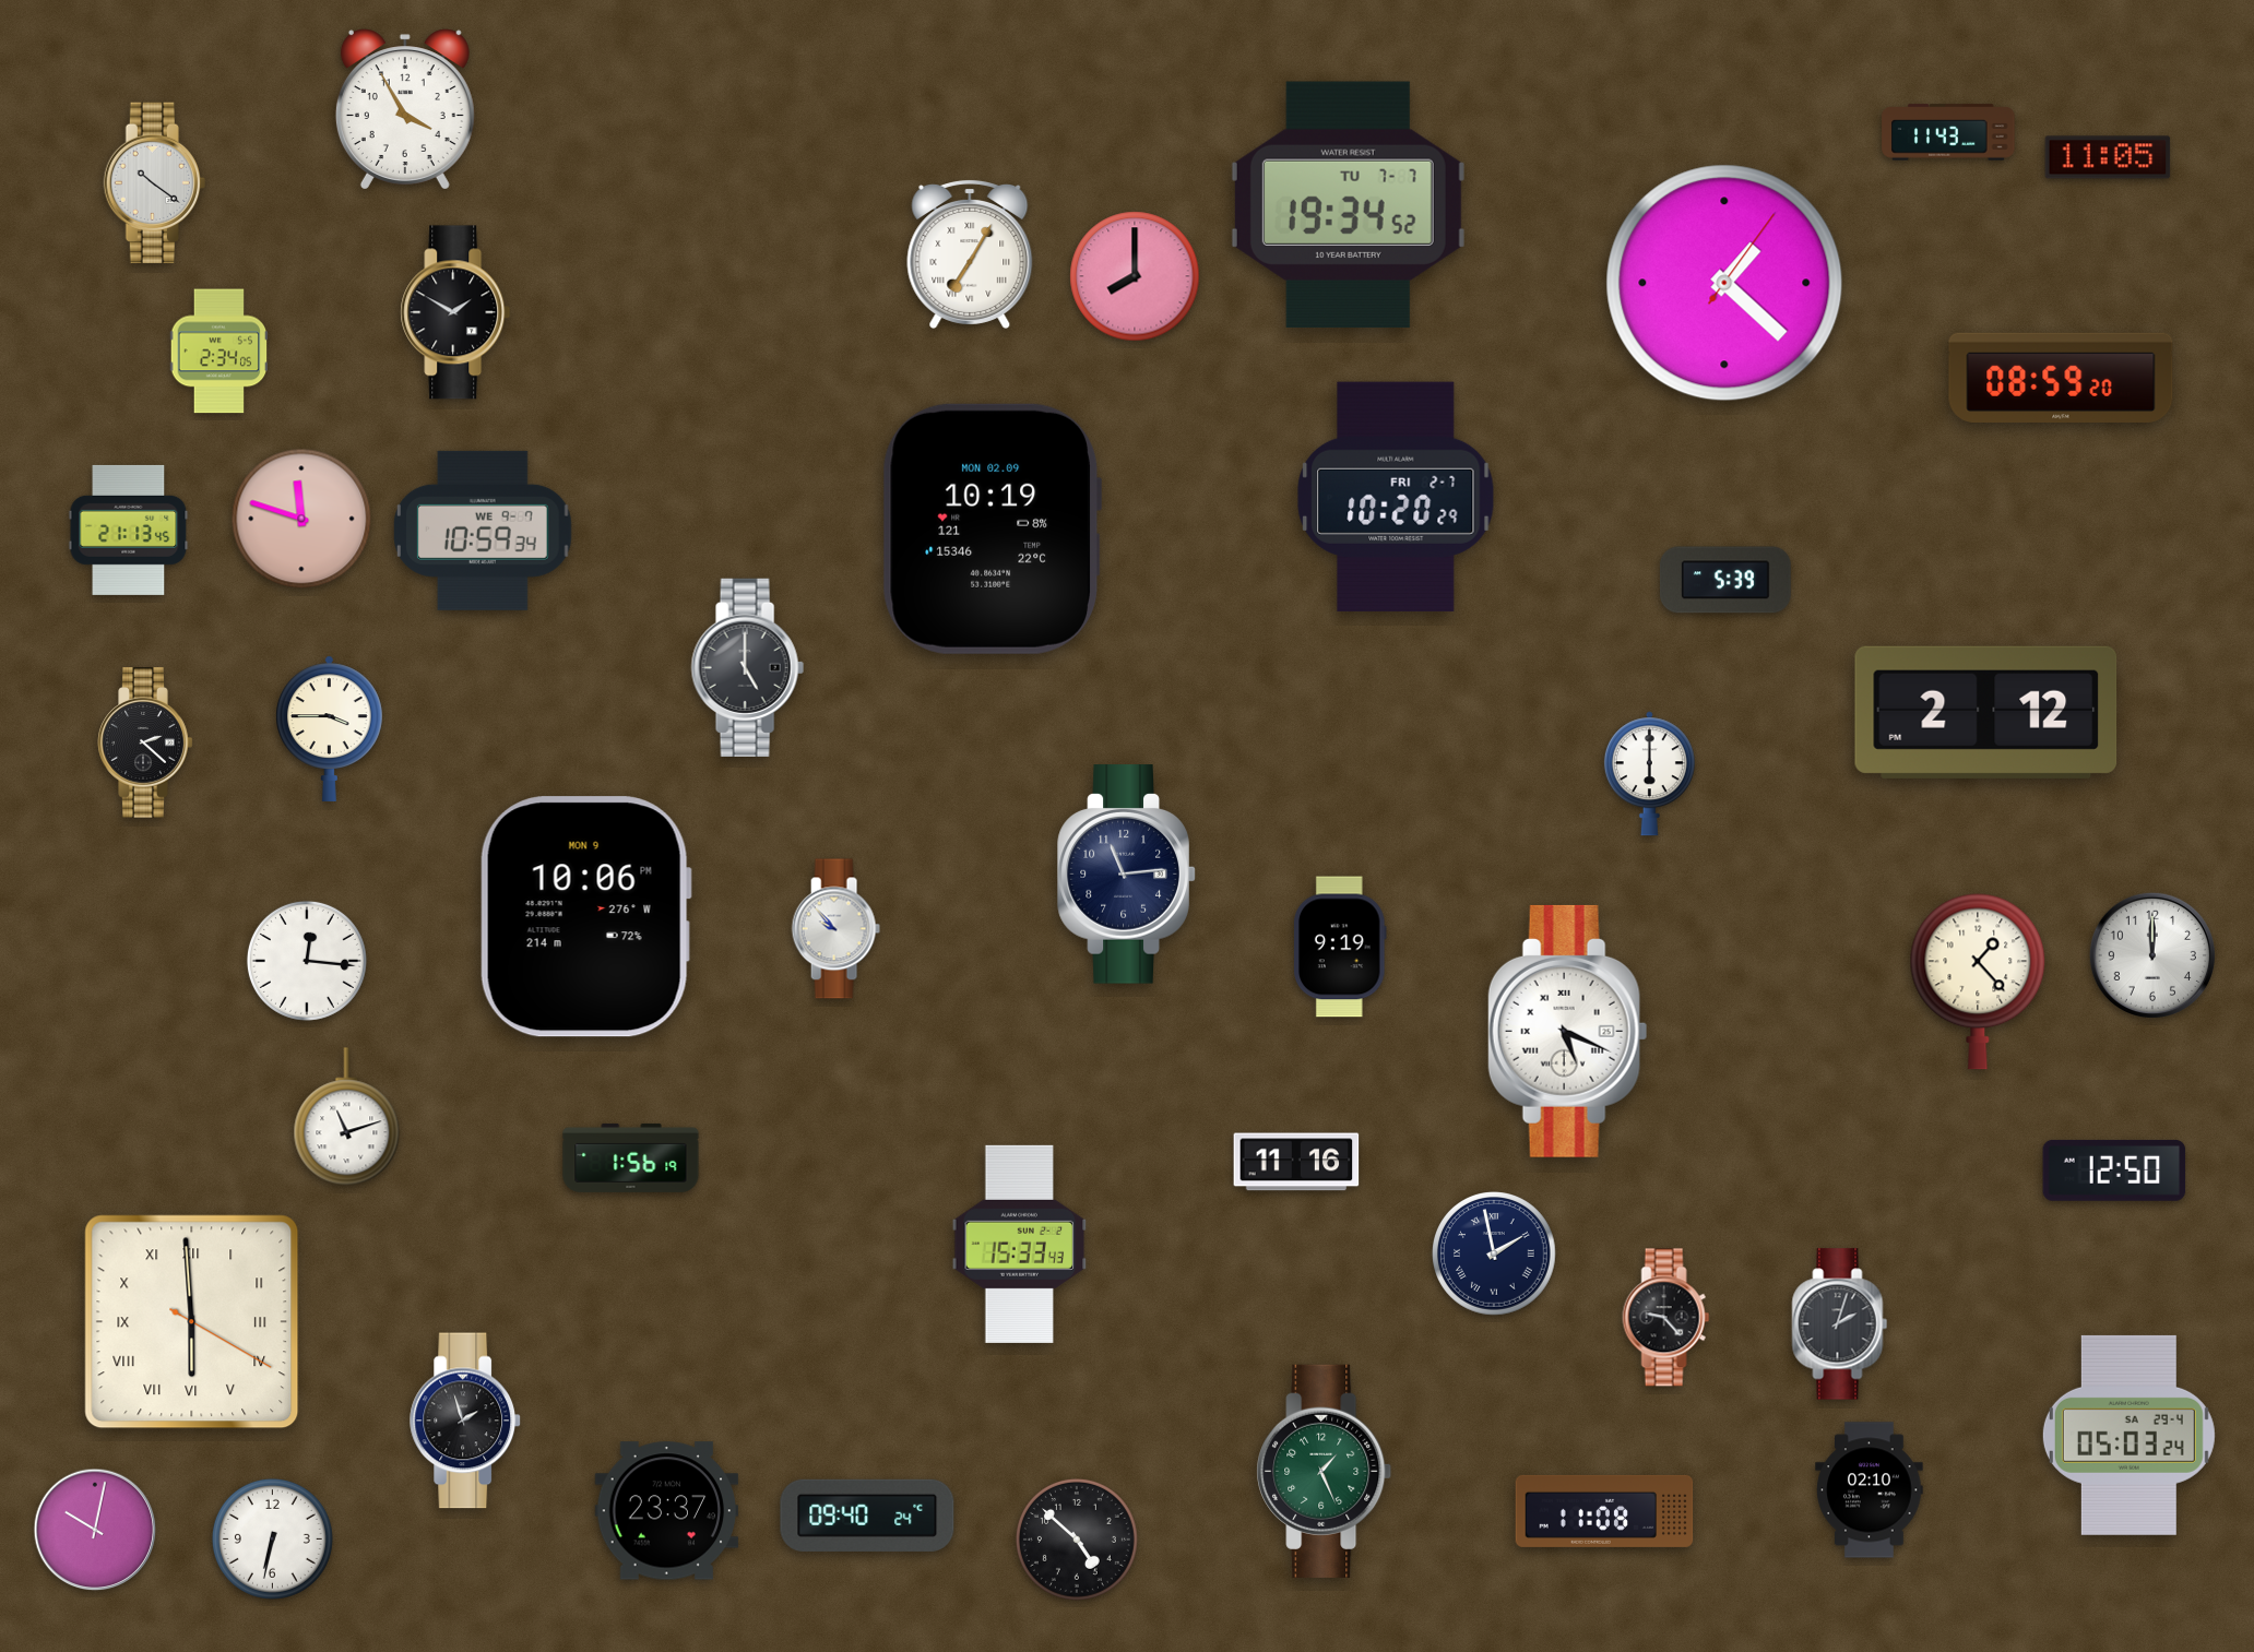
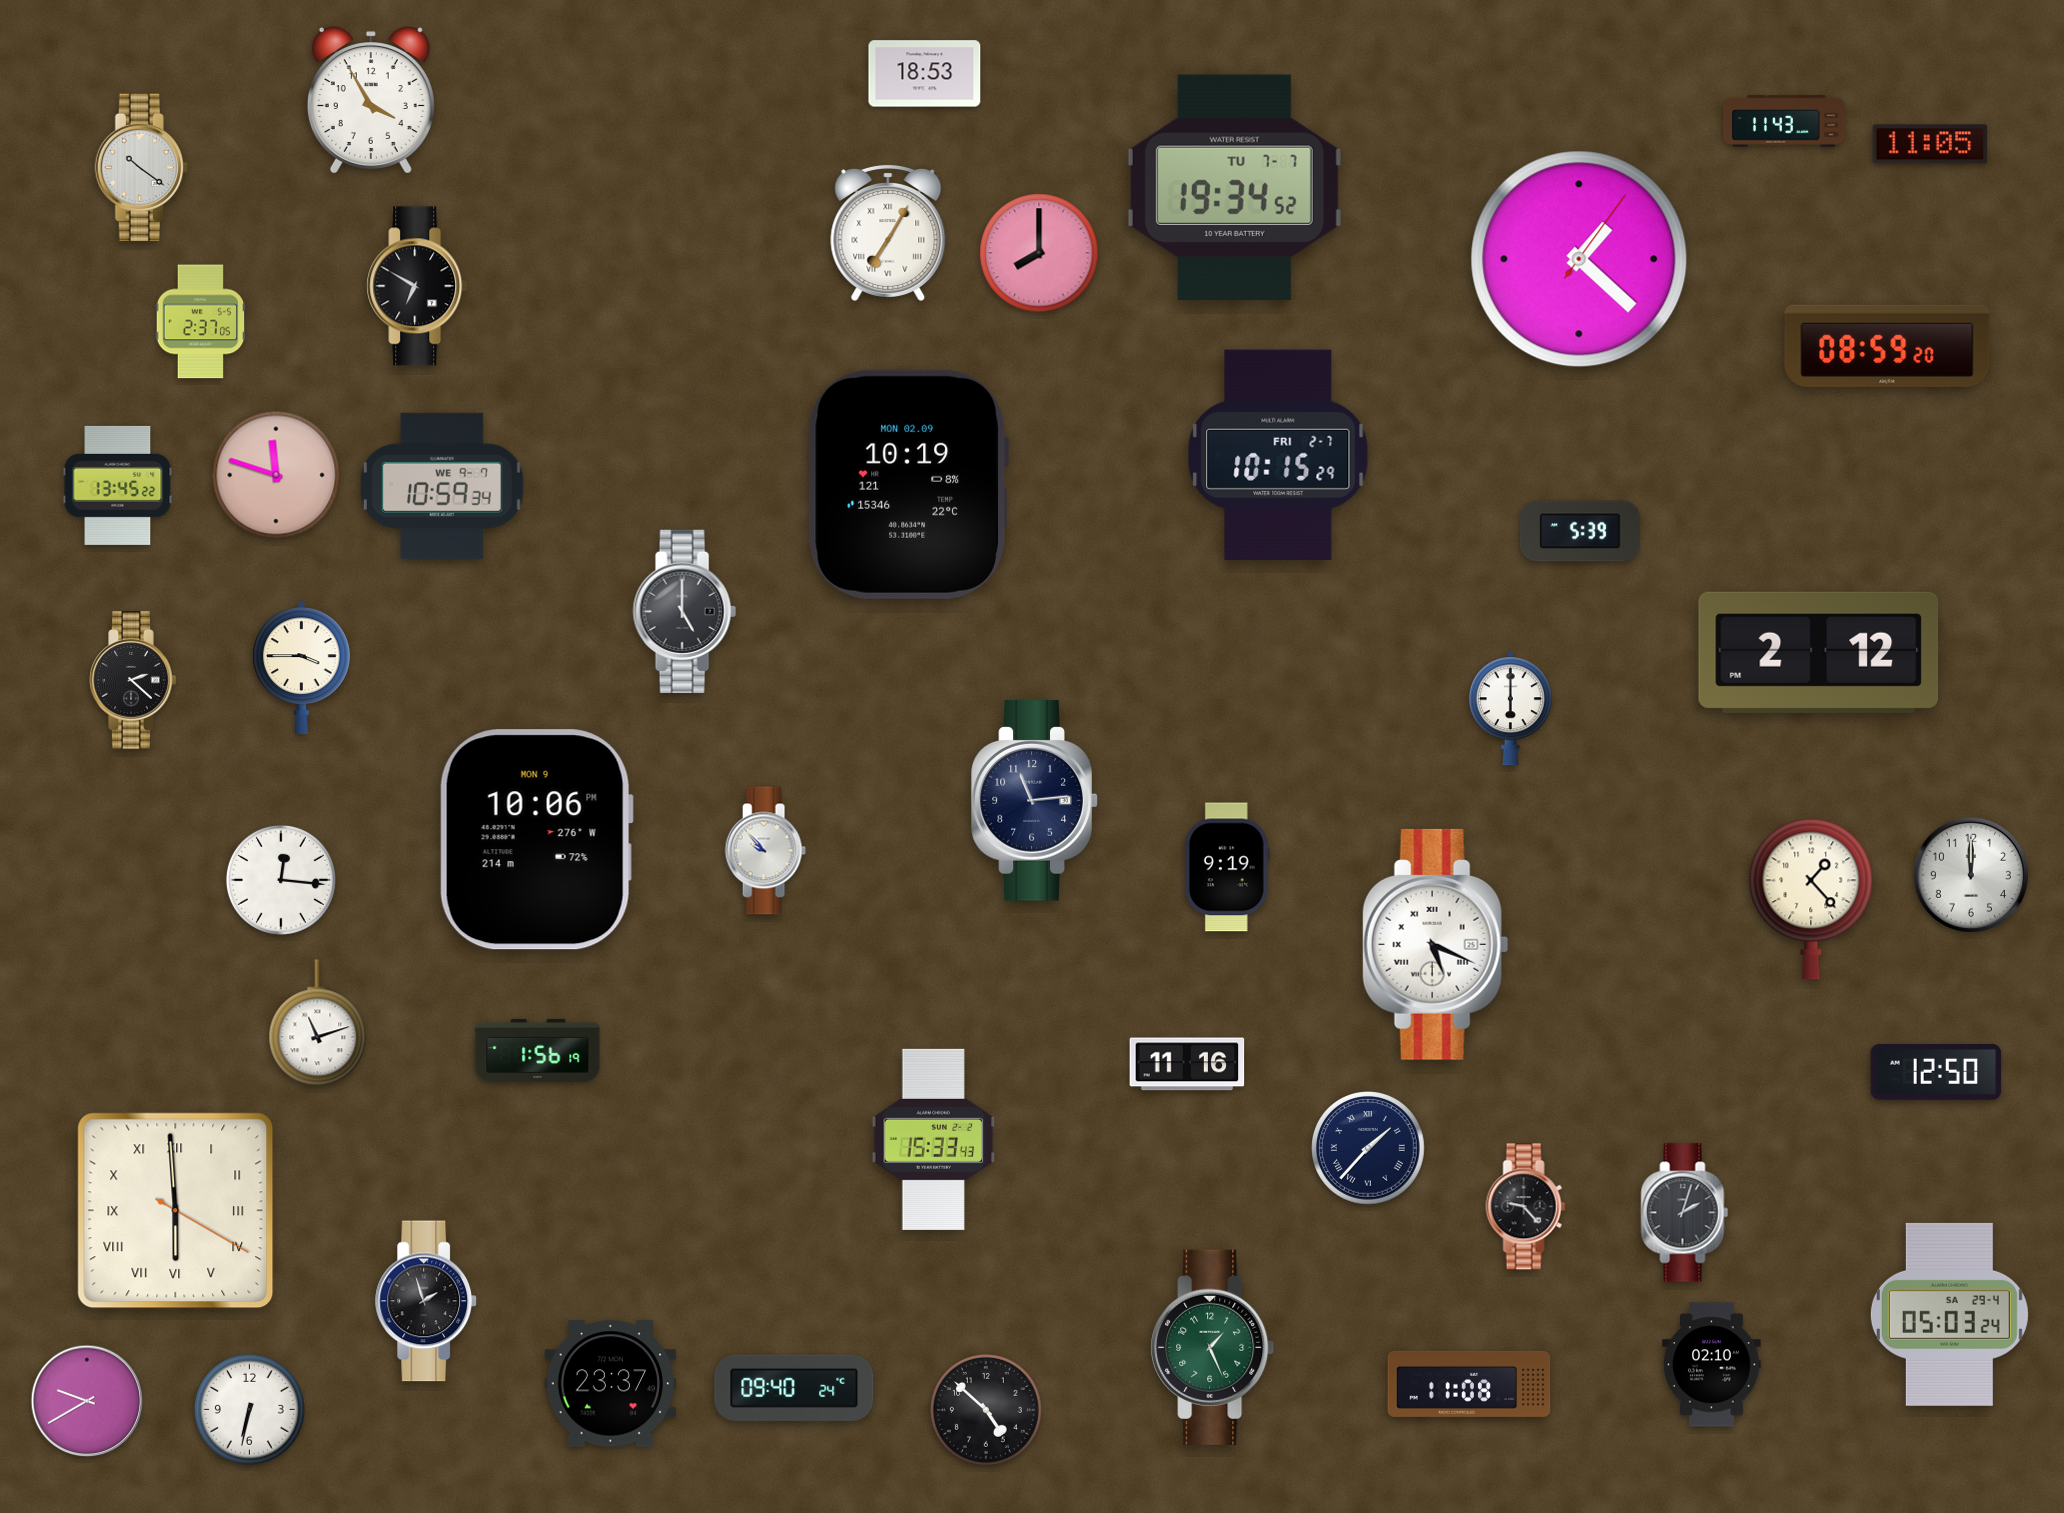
clock at (925, 74): none -> 18:53
clock at (455, 312): 1:50 -> 6:50
clock at (220, 352): 2:34 -> 2:37
clock at (1396, 497): 10:20 -> 10:15
clock at (129, 530): 21:13 -> 13:45
clock at (1127, 875) position: (1127, 875) -> (1035, 801)
clock at (631, 1157) position: (631, 1157) -> (538, 1050)
clock at (1495, 1255): 1:58 -> 1:37
clock at (95, 1530): 10:02 -> 9:40
